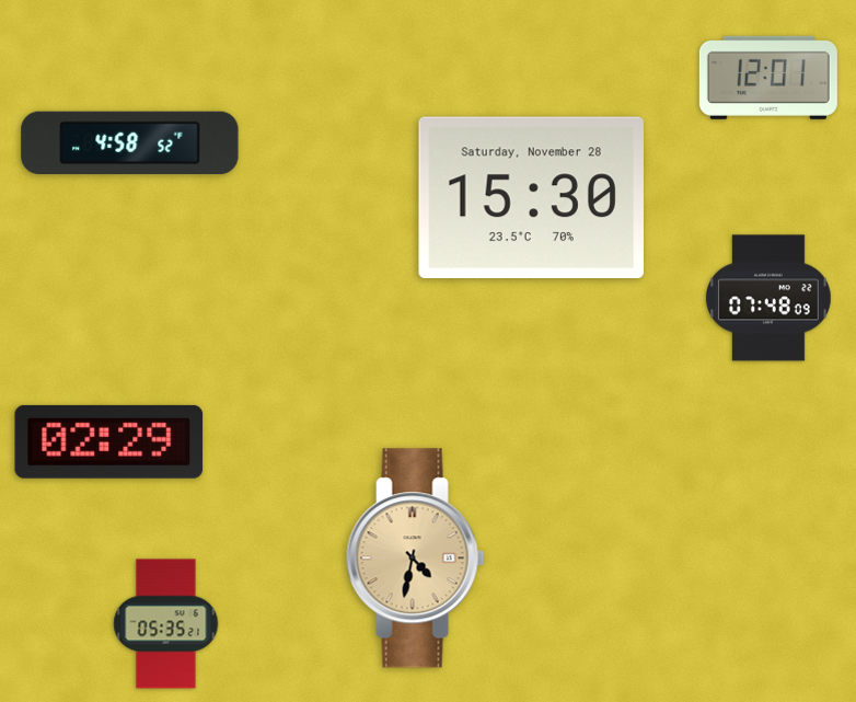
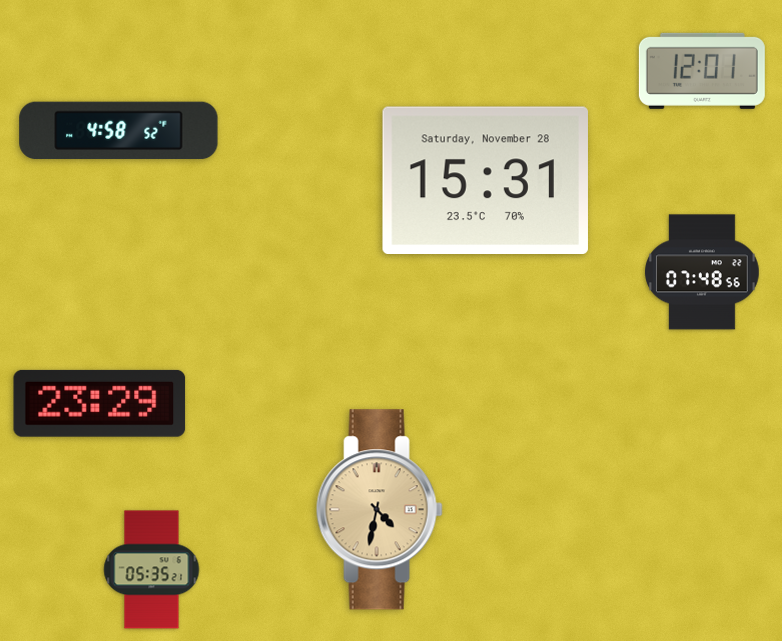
clock at (531, 197): 15:30 -> 15:31
clock at (770, 298): 07:48:09 -> 07:48:56
clock at (109, 441): 02:29 -> 23:29
